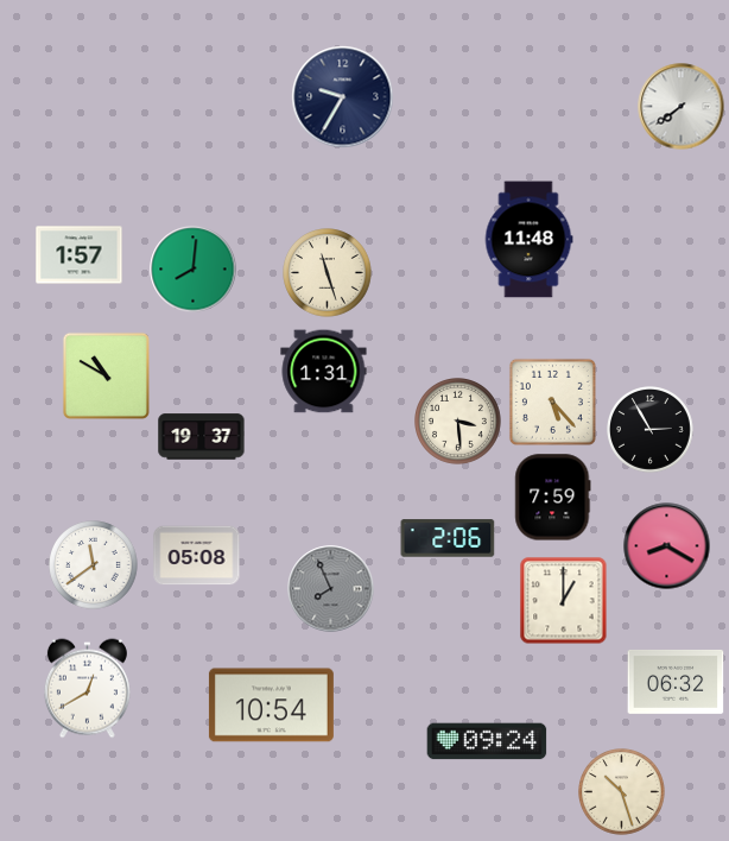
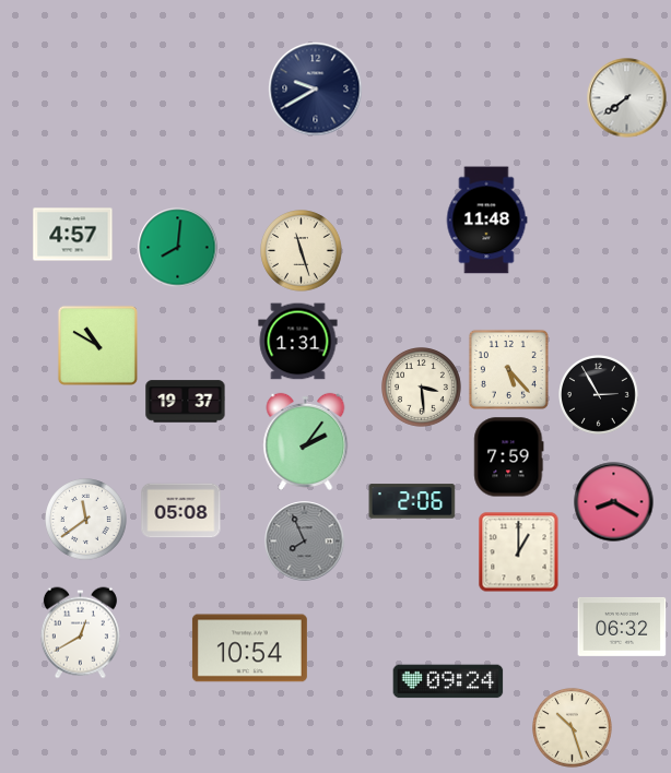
clock at (343, 97): 9:35 -> 9:40
clock at (80, 255): 1:57 -> 4:57
clock at (306, 441): none -> 2:06
clock at (448, 538) position: (448, 538) -> (412, 501)
